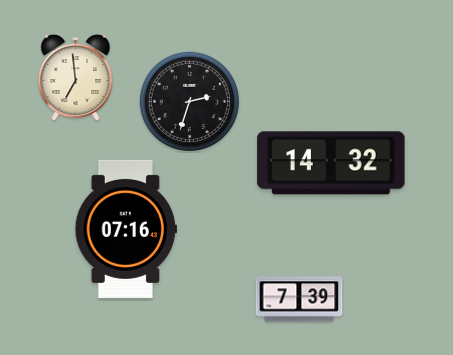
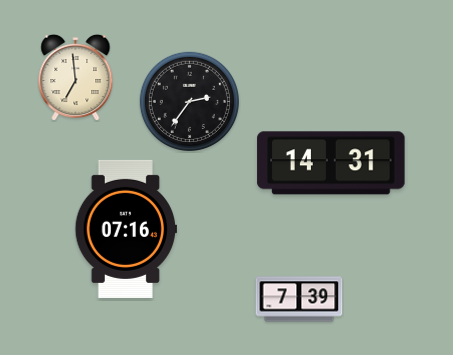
clock at (189, 101): 2:33 -> 2:36
clock at (331, 163): 14:32 -> 14:31
